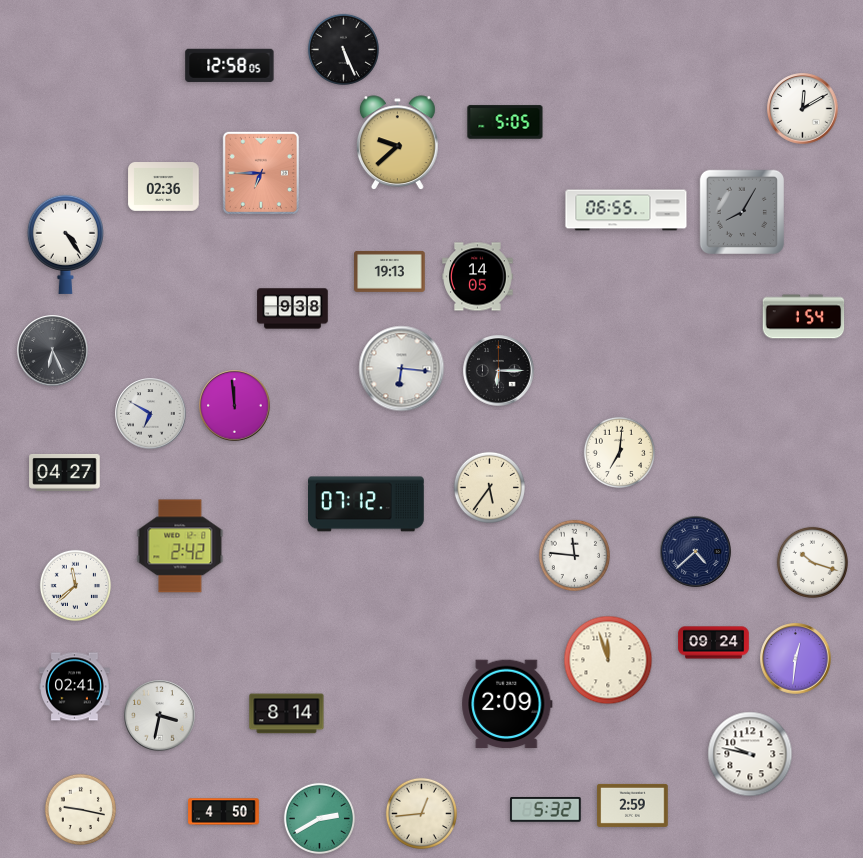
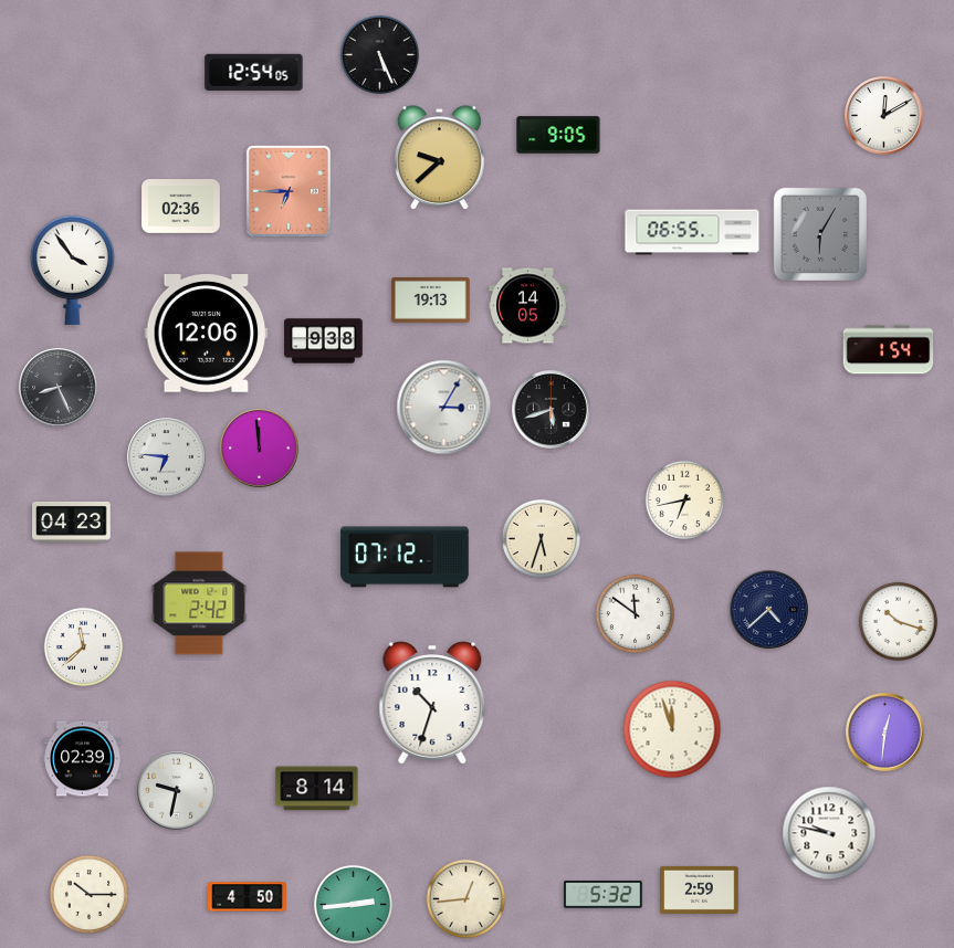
clock at (230, 65): 12:58 -> 12:54
clock at (803, 109) position: (803, 109) -> (884, 116)
clock at (505, 122): 5:05 -> 9:05
clock at (741, 211): 8:05 -> 6:05
clock at (65, 244): 4:24 -> 3:54
clock at (207, 334): none -> 12:06
clock at (53, 351): 6:26 -> 8:26
clock at (402, 369): 6:16 -> 3:05
clock at (499, 371): 6:15 -> 5:42
clock at (151, 414): 6:50 -> 6:46
clock at (619, 452): 7:01 -> 6:43
clock at (65, 472): 04:27 -> 04:23
clock at (489, 487): 5:36 -> 5:33
clock at (574, 555): 11:46 -> 11:51
clock at (432, 703): none -> 10:33
clock at (714, 643): 09:24 -> none
clock at (796, 659) position: (796, 659) -> (885, 733)
clock at (75, 687): 02:41 -> 02:39
clock at (507, 704): 2:09 -> none
clock at (160, 716): 3:32 -> 9:32
clock at (80, 809): 9:17 -> 10:15
clock at (319, 818): 2:40 -> 2:44
